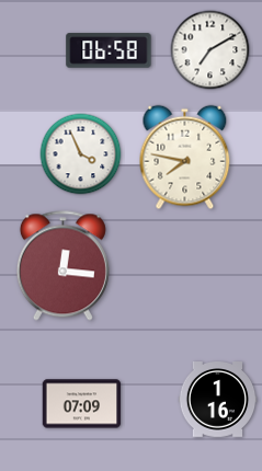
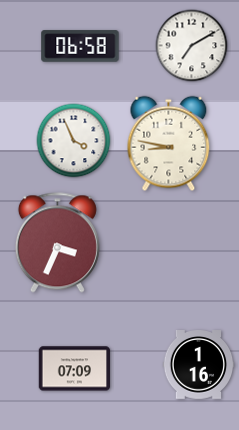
clock at (109, 50) position: (109, 50) -> (80, 46)
clock at (185, 158): 7:47 -> 8:47
clock at (62, 266): 12:16 -> 3:34
